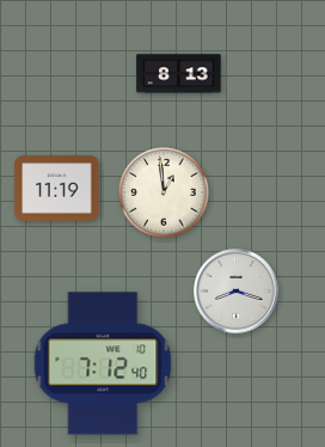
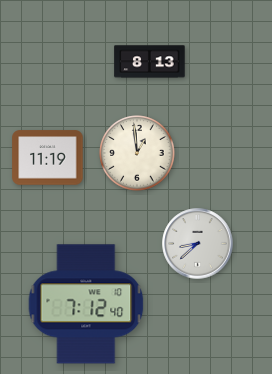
clock at (164, 192) position: (164, 192) -> (137, 153)
clock at (237, 292): 8:18 -> 8:38
